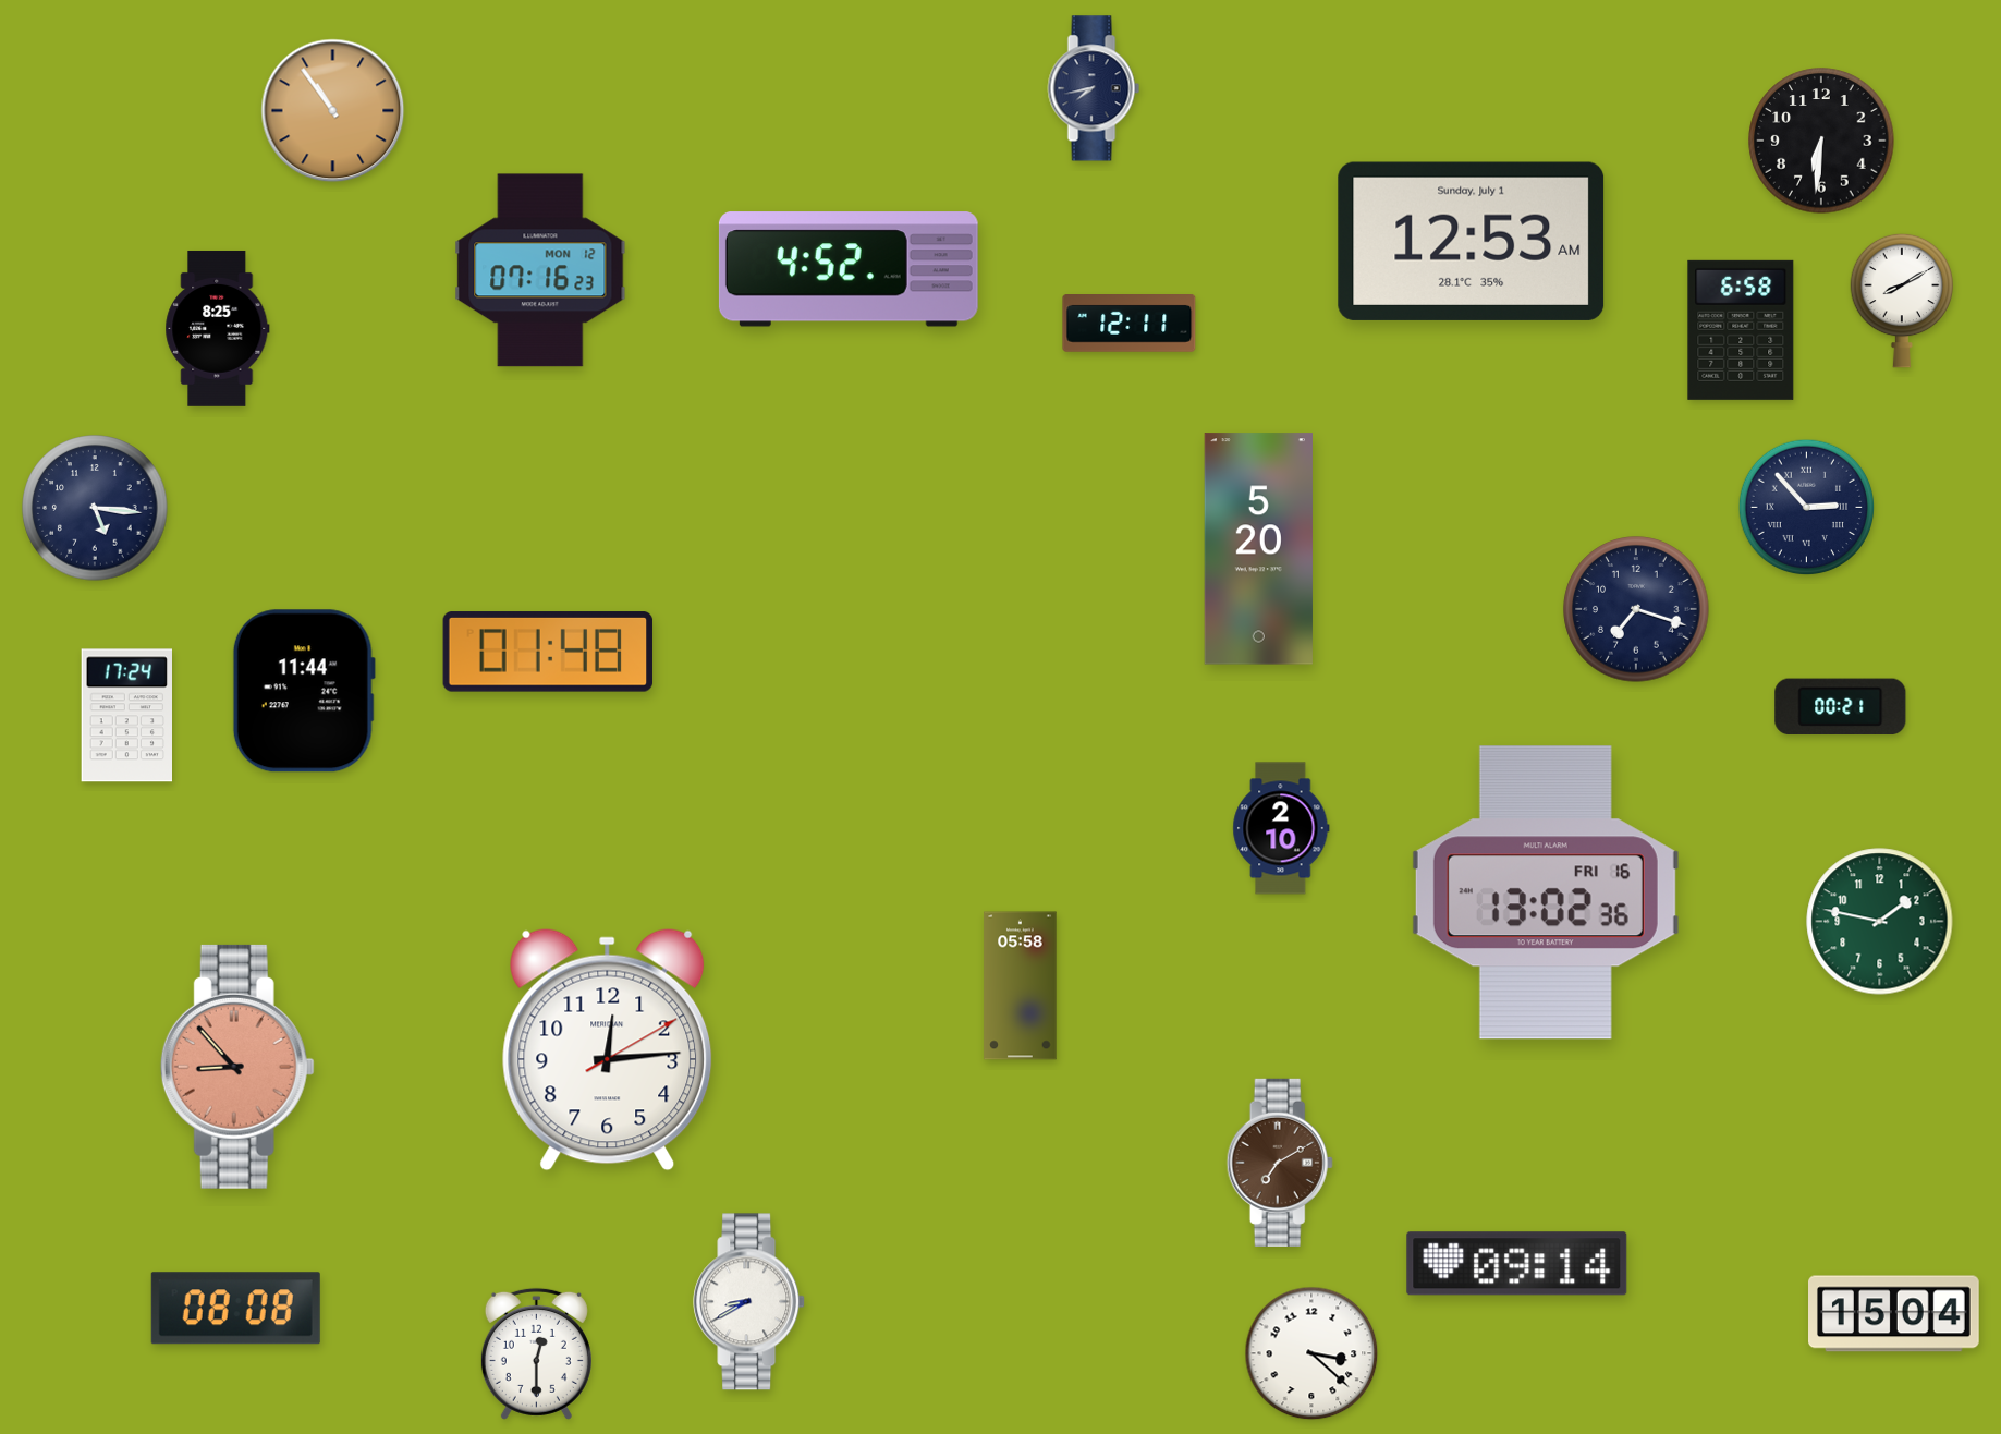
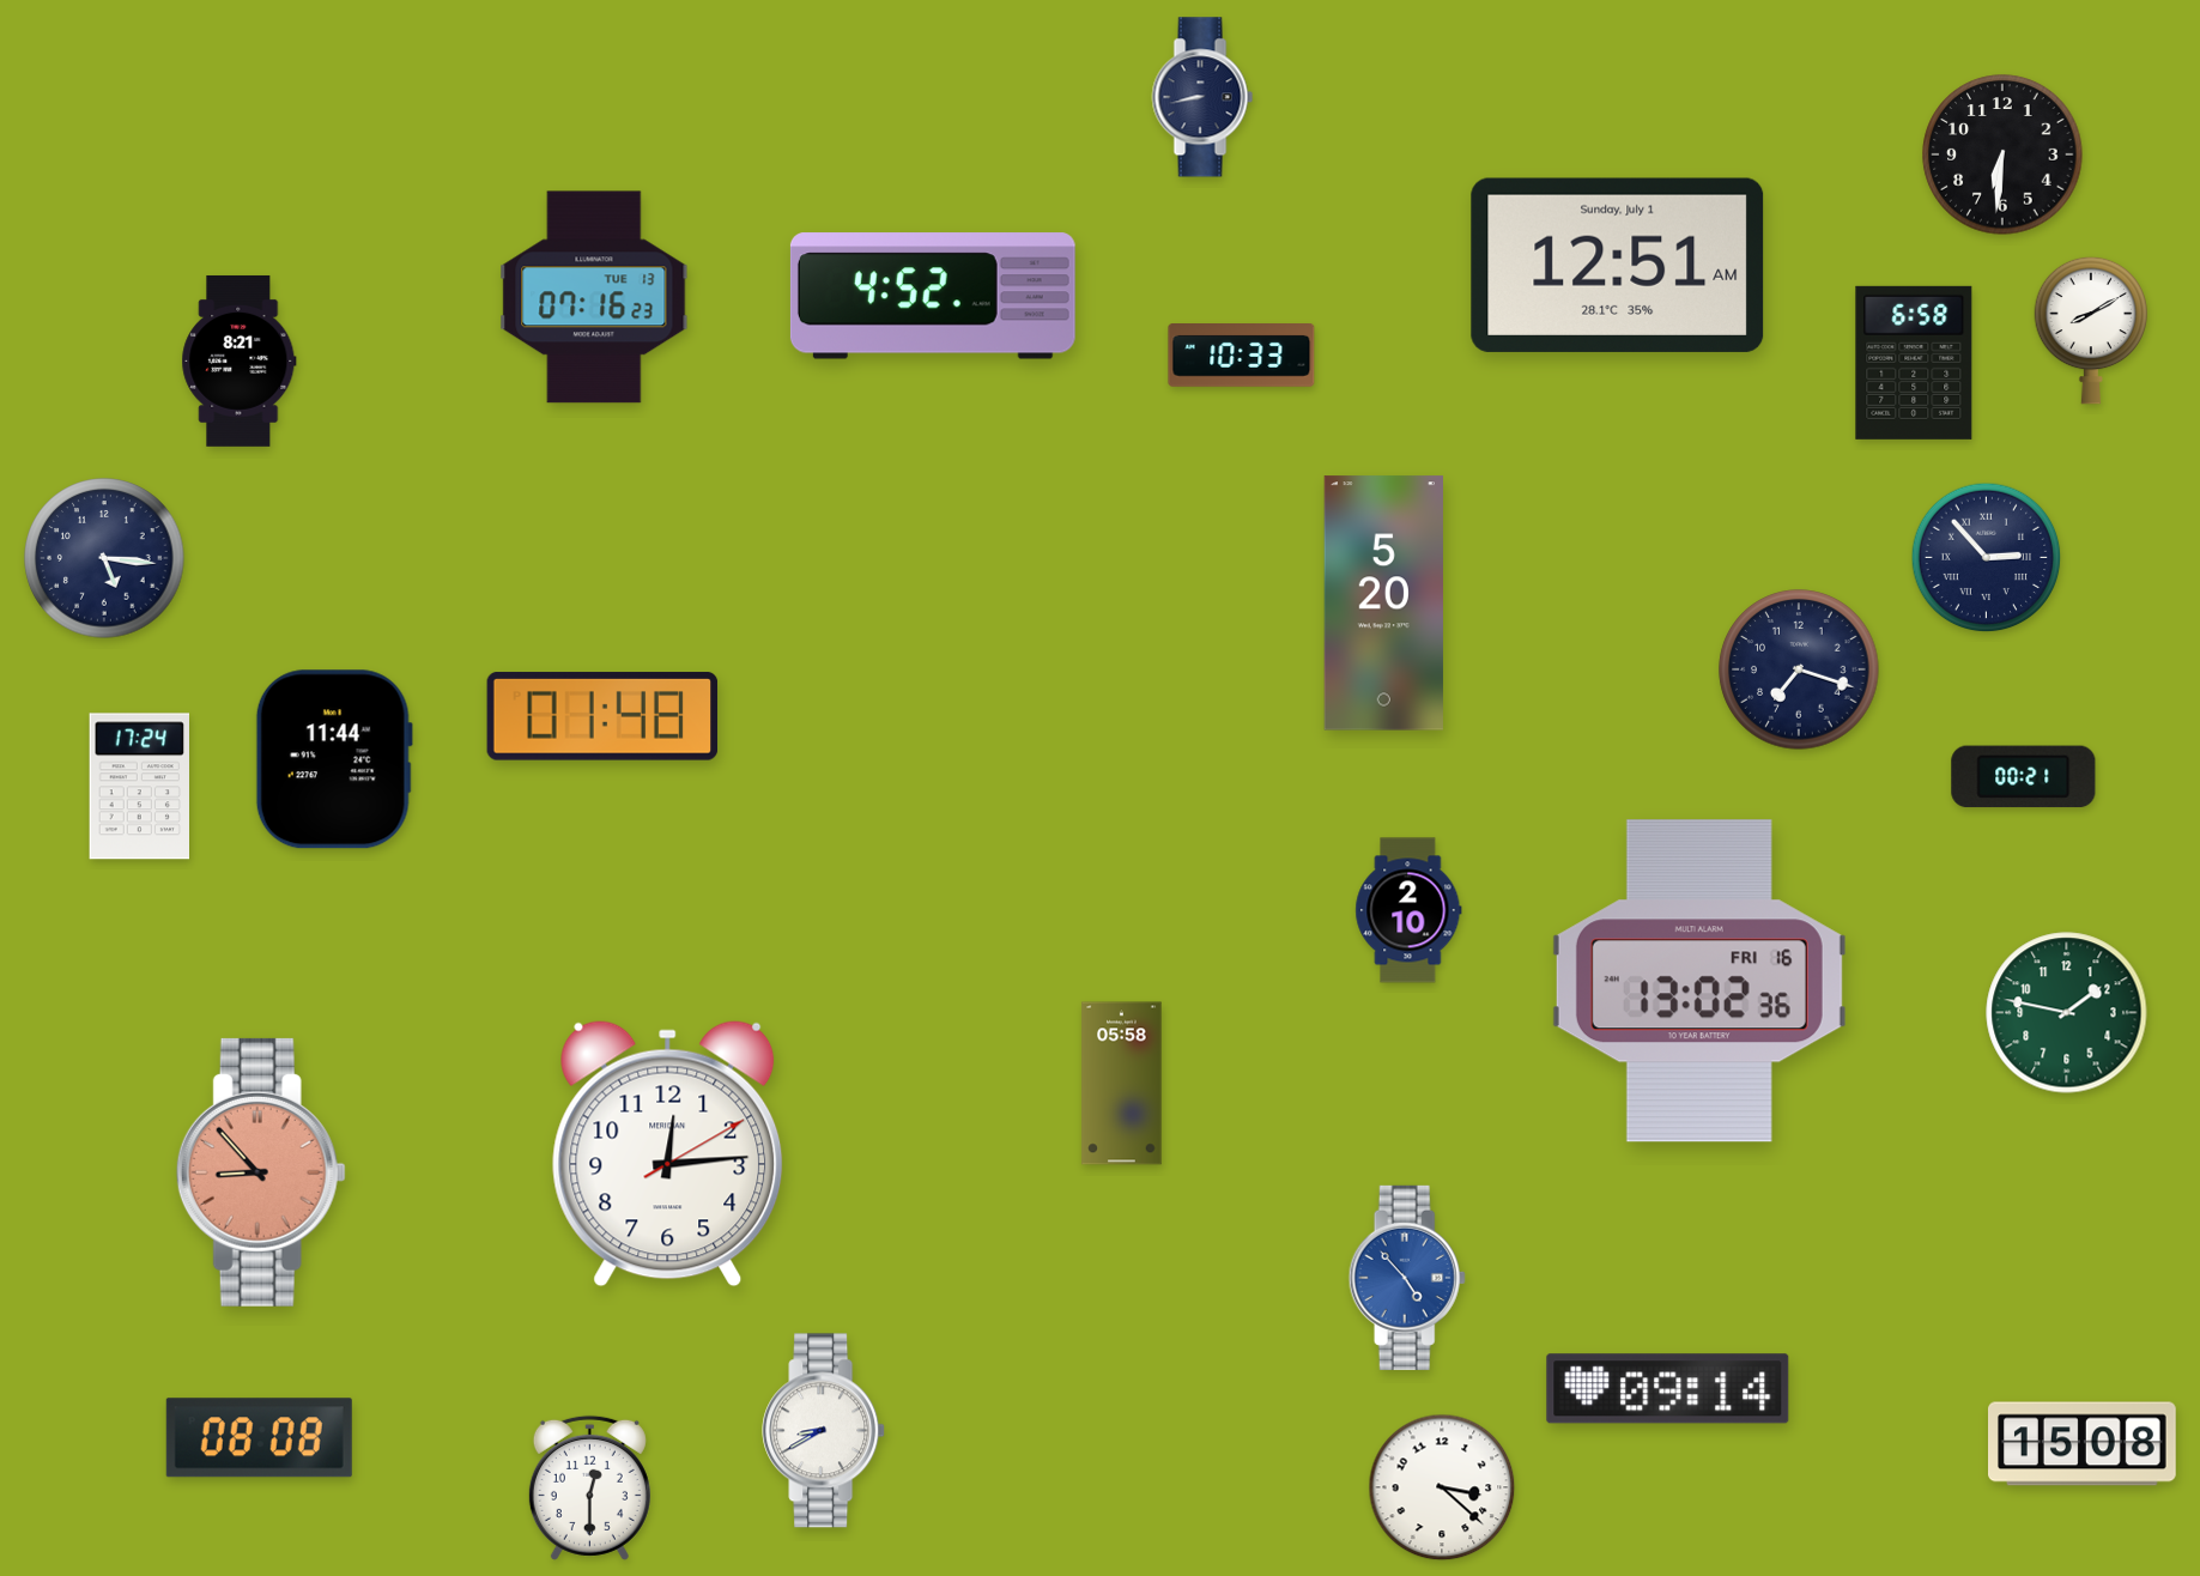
clock at (1094, 88): 7:43 -> 8:43
clock at (333, 111): 10:54 -> none
clock at (1472, 241): 12:53 -> 12:51
clock at (540, 270) date: MON 12 -> TUE 13
clock at (1130, 324): 12:11 -> 10:33
clock at (218, 328): 8:25 -> 8:21
clock at (1280, 1163): 7:10 -> 4:53
clock at (1280, 1163) dial: brown -> blue
clock at (1894, 1314): 15:04 -> 15:08
